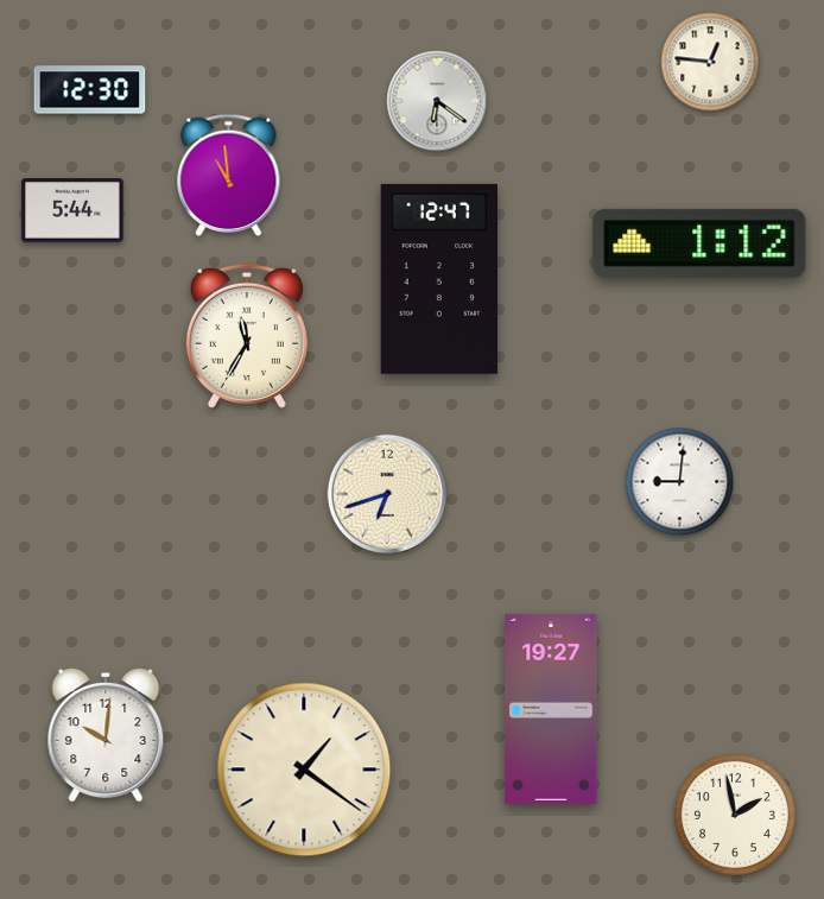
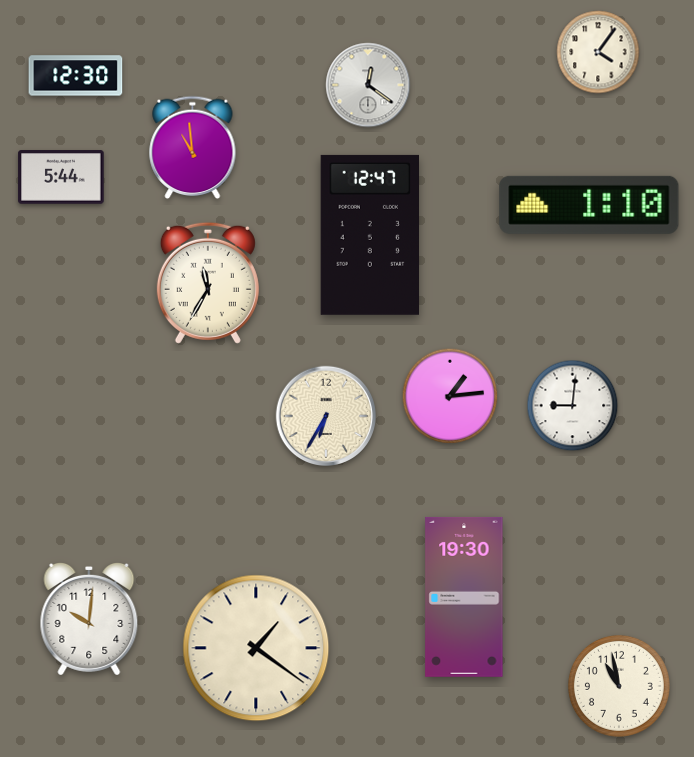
clock at (710, 62): 12:46 -> 4:06
clock at (437, 101): 6:21 -> 12:21
clock at (699, 243): 1:12 -> 1:10
clock at (450, 396): none -> 1:14
clock at (386, 493): 6:42 -> 6:35
clock at (551, 709): 19:27 -> 19:30
clock at (735, 815): 1:58 -> 10:58
